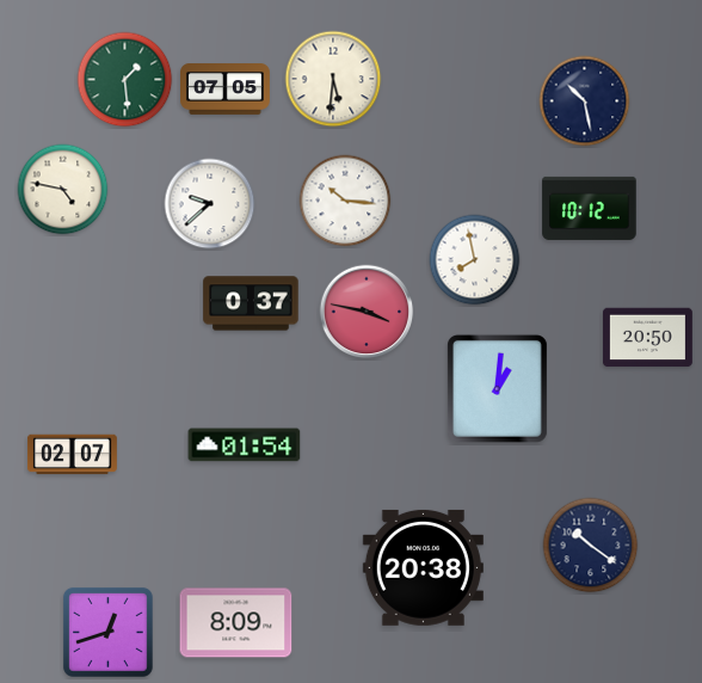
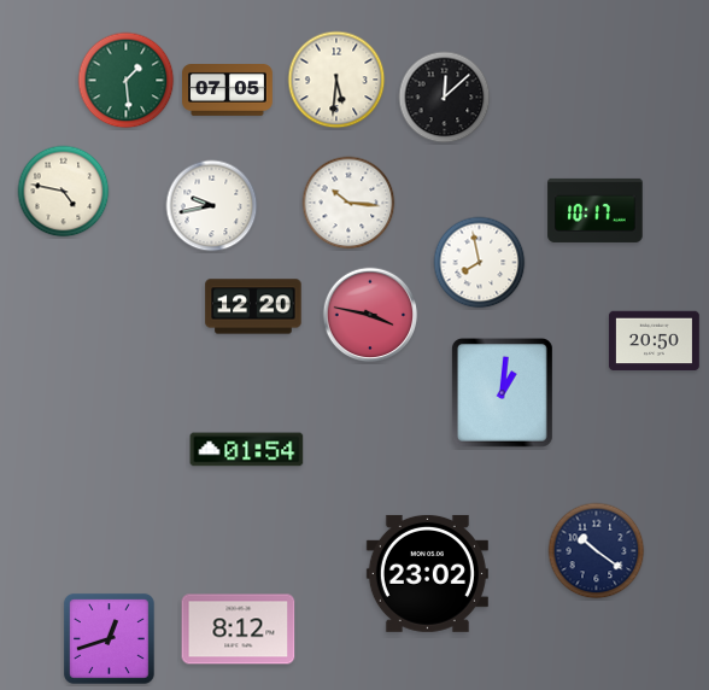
clock at (445, 98): none -> 12:08
clock at (585, 101): 10:28 -> none
clock at (210, 204): 9:38 -> 9:43
clock at (590, 208): 10:12 -> 10:17
clock at (251, 303): 0:37 -> 12:20
clock at (73, 455): 02:07 -> none
clock at (423, 567): 20:38 -> 23:02
clock at (236, 623): 8:09 -> 8:12
